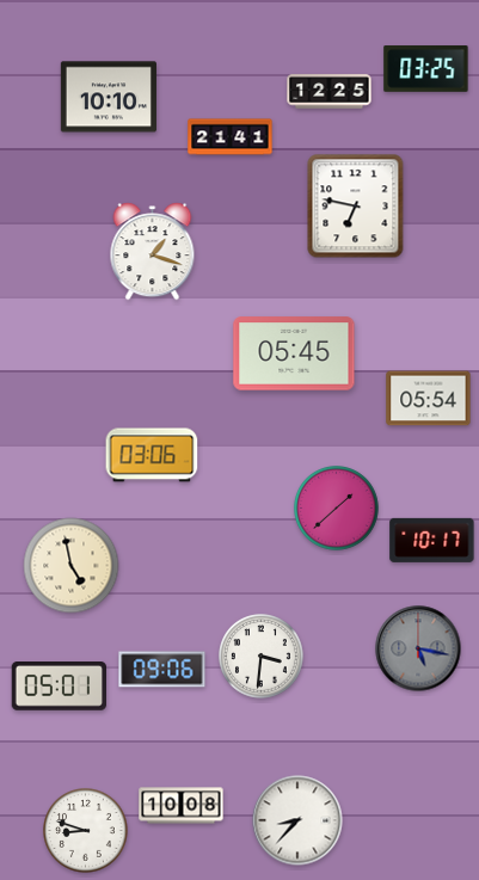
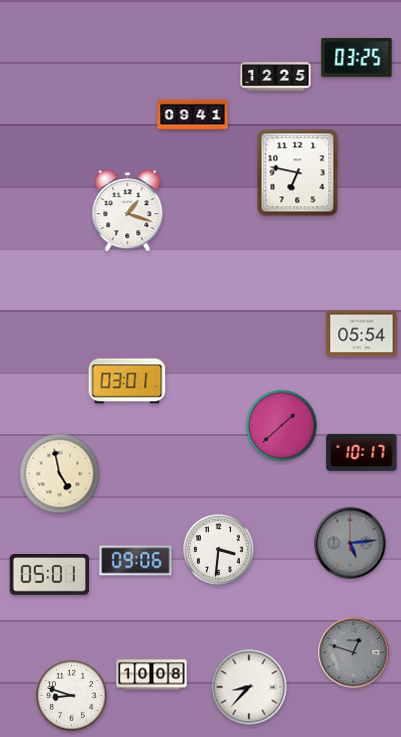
clock at (109, 97): 10:10 -> none
clock at (231, 137): 21:41 -> 09:41
clock at (294, 353): 05:45 -> none
clock at (429, 399) position: (429, 399) -> (362, 334)
clock at (152, 455): 03:06 -> 03:01
clock at (418, 648): 5:17 -> 5:14
clock at (354, 653): none -> 12:48
